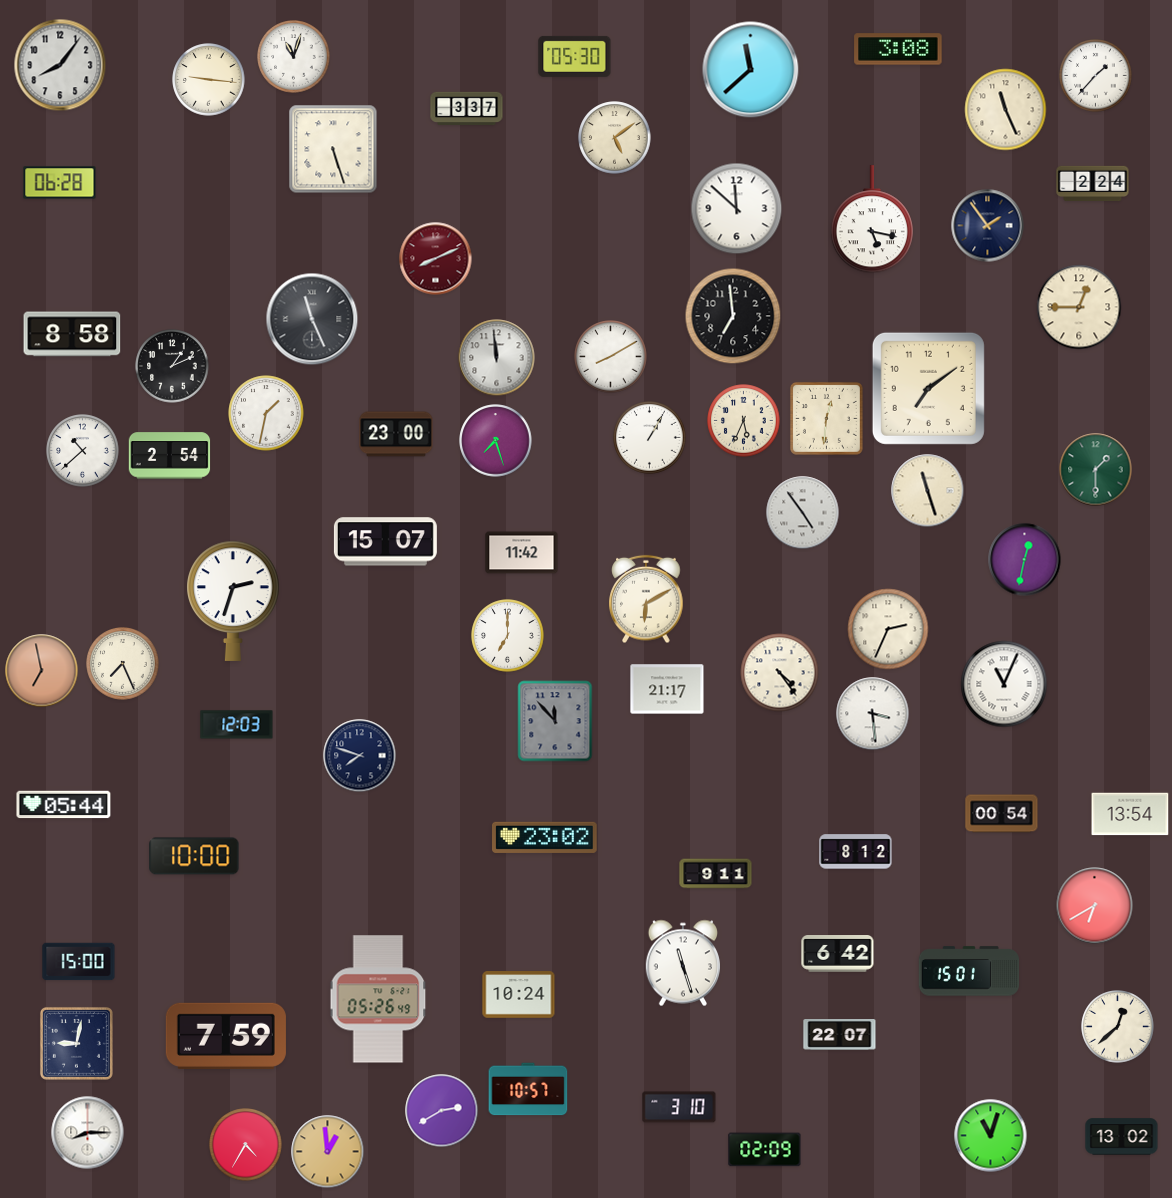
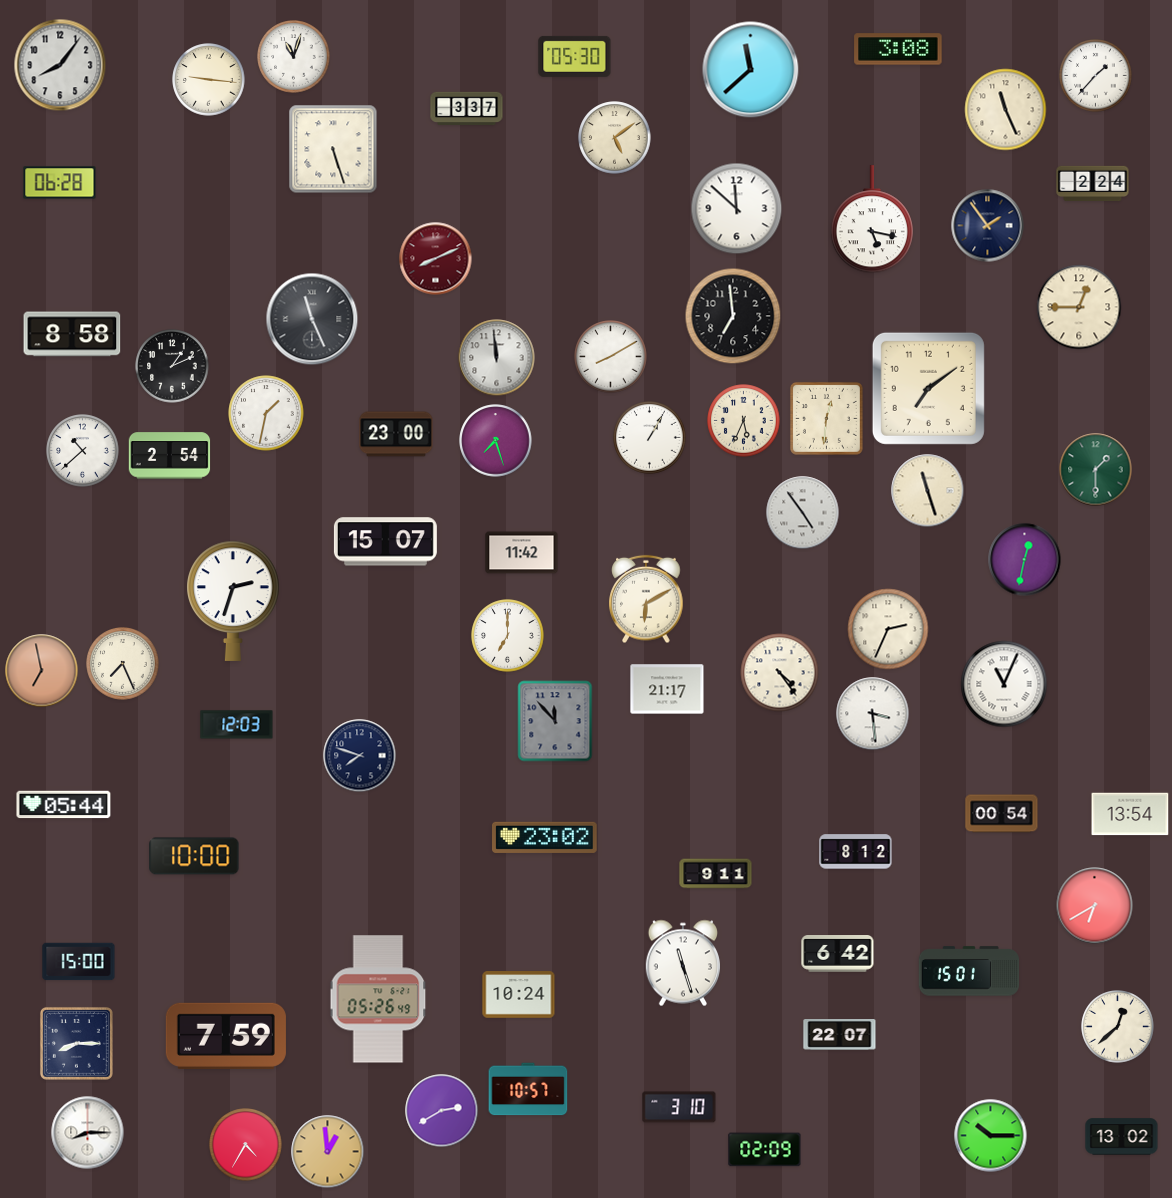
clock at (76, 1043): 9:02 -> 8:15
clock at (991, 1136): 11:03 -> 10:15
